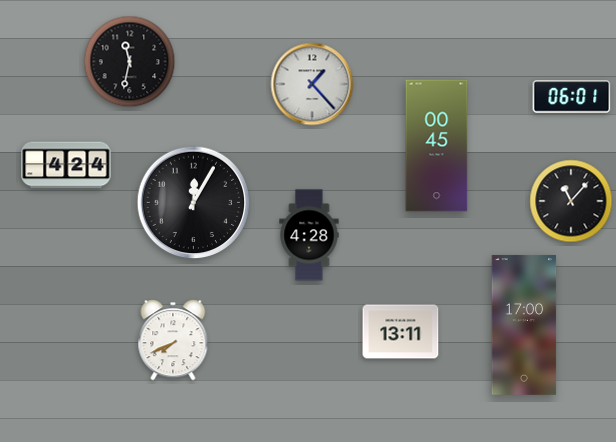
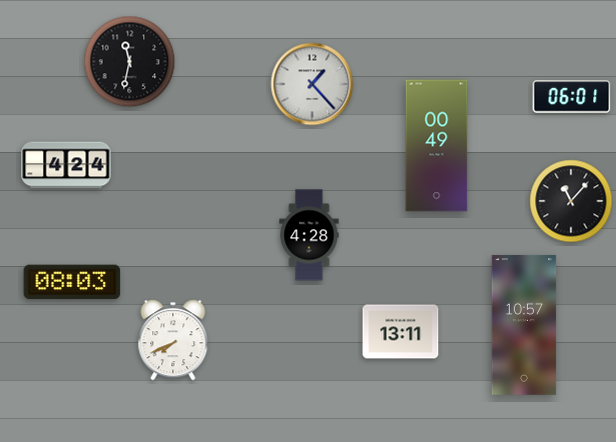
clock at (437, 146): 00:45 -> 00:49
clock at (194, 203): 12:05 -> none
clock at (72, 282): none -> 08:03
clock at (524, 325): 17:00 -> 10:57
